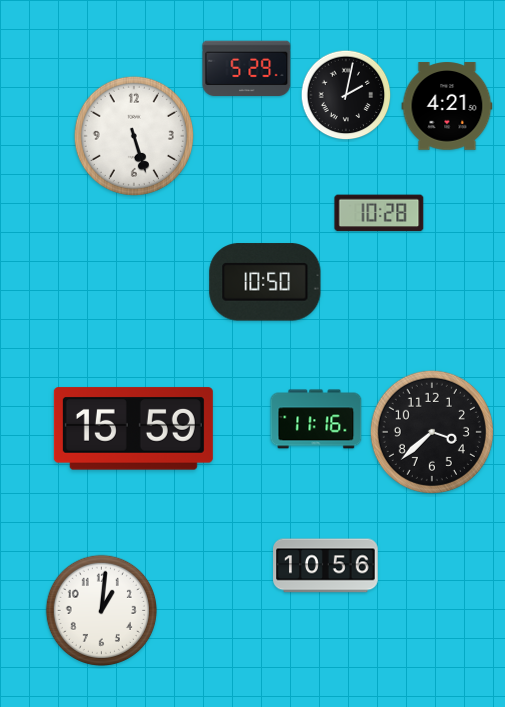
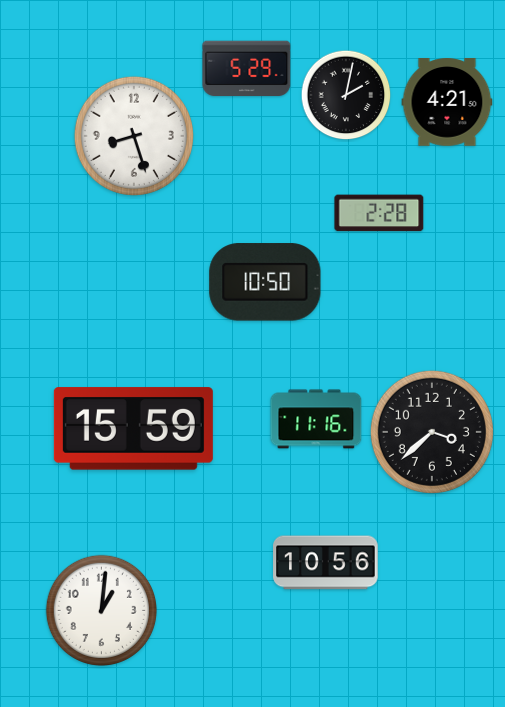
clock at (447, 106) position: (447, 106) -> (447, 102)
clock at (134, 136): 5:27 -> 8:27
clock at (379, 213): 10:28 -> 2:28
clock at (326, 566) position: (326, 566) -> (326, 563)
